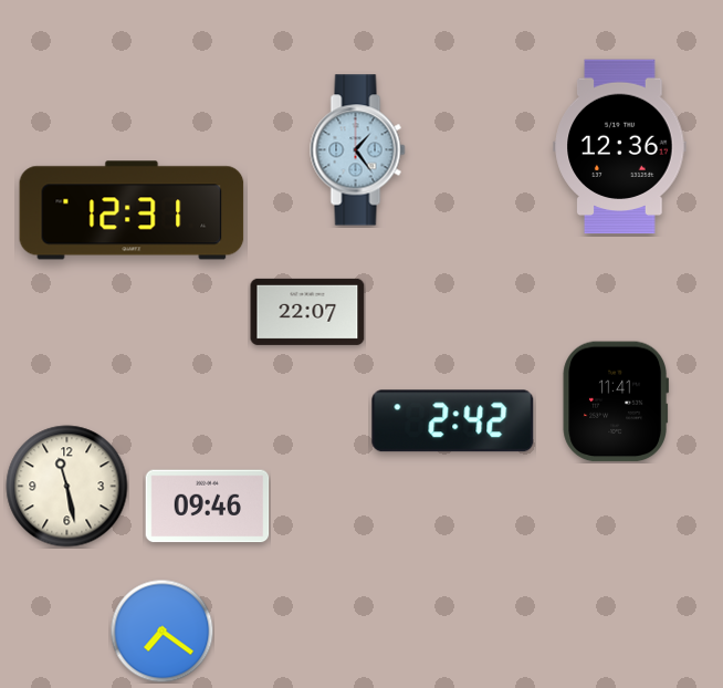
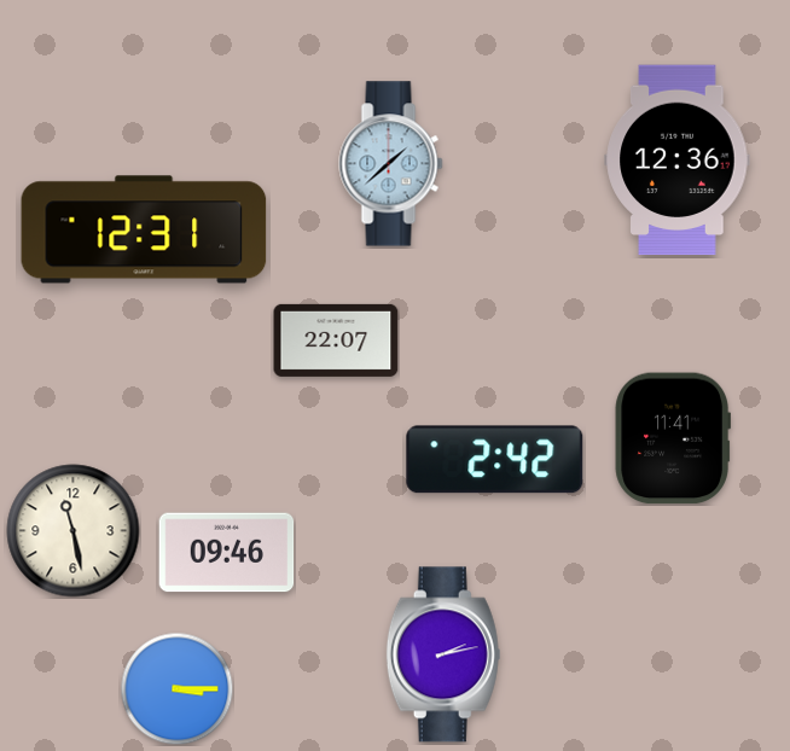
clock at (358, 150): 1:24 -> 1:38
clock at (443, 654): none -> 2:13
clock at (161, 630): 7:21 -> 3:15
